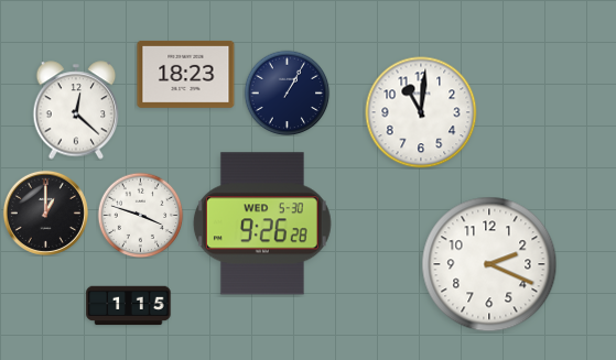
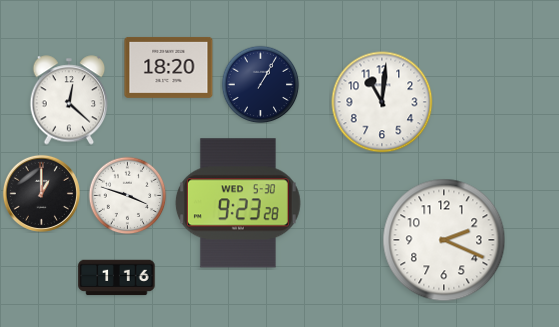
clock at (186, 74): 18:23 -> 18:20
clock at (262, 223): 9:26 -> 9:23
clock at (129, 306): 1:15 -> 1:16
